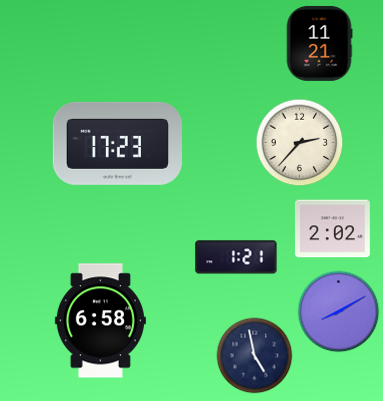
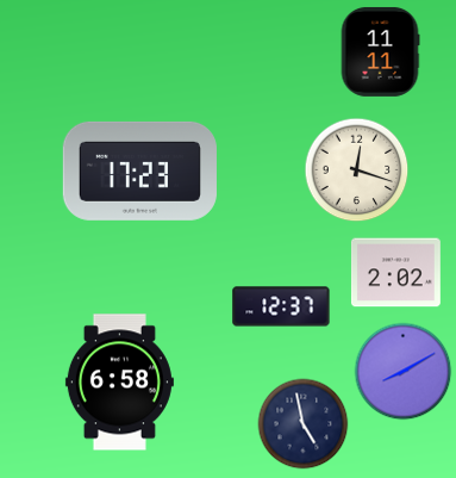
clock at (319, 43): 11:21 -> 11:11
clock at (300, 143): 2:37 -> 12:18
clock at (236, 257): 1:21 -> 12:37
